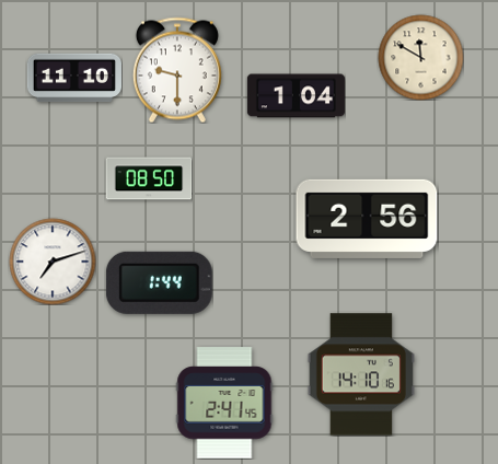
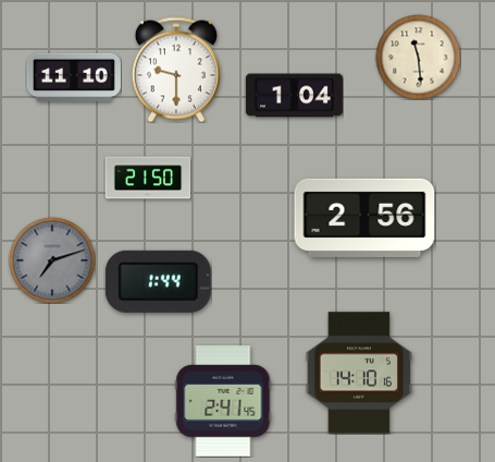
clock at (420, 57): 11:50 -> 11:29
clock at (149, 178): 08:50 -> 21:50
clock at (53, 262) dial: white -> grey
